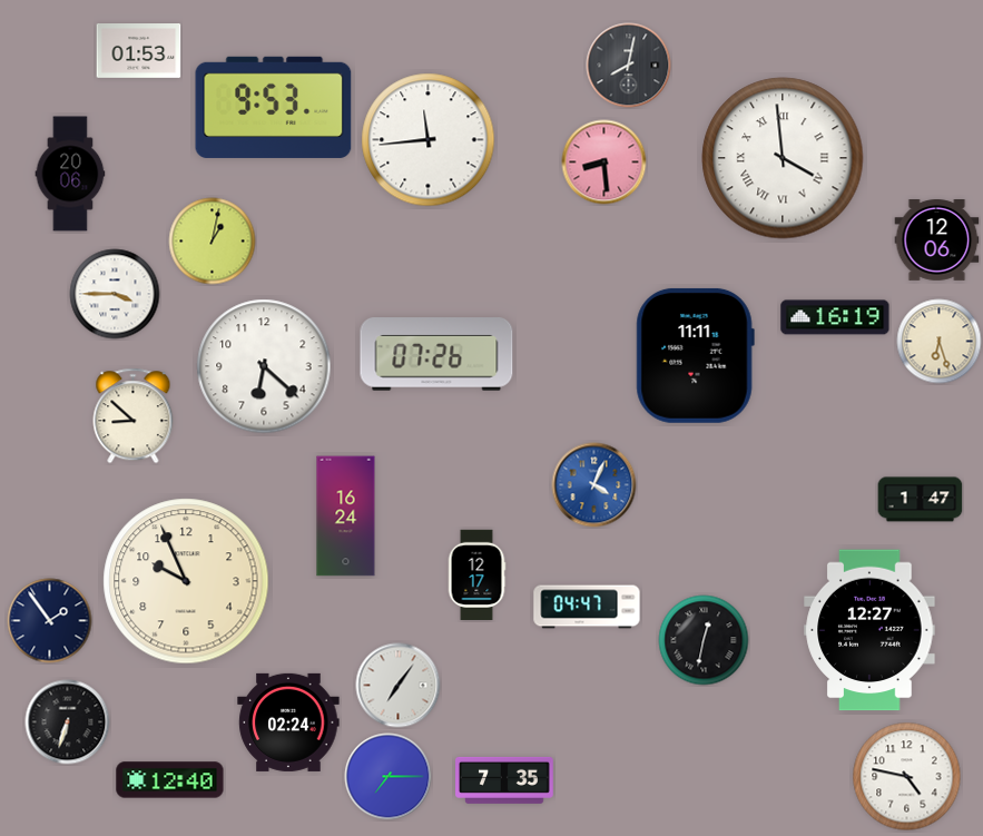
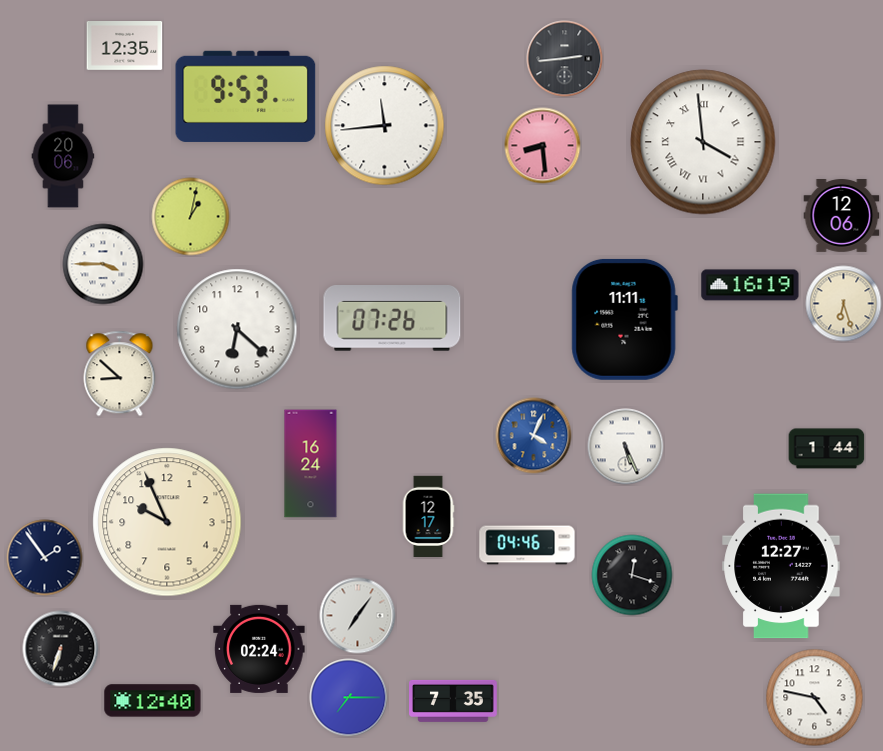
clock at (139, 51): 01:53 -> 12:35
clock at (629, 66): 8:02 -> 2:44
clock at (940, 342) position: (940, 342) -> (844, 304)
clock at (626, 447): none -> 5:26
clock at (921, 500): 1:47 -> 1:44
clock at (587, 607): 04:47 -> 04:46
clock at (704, 640): 12:32 -> 12:18
